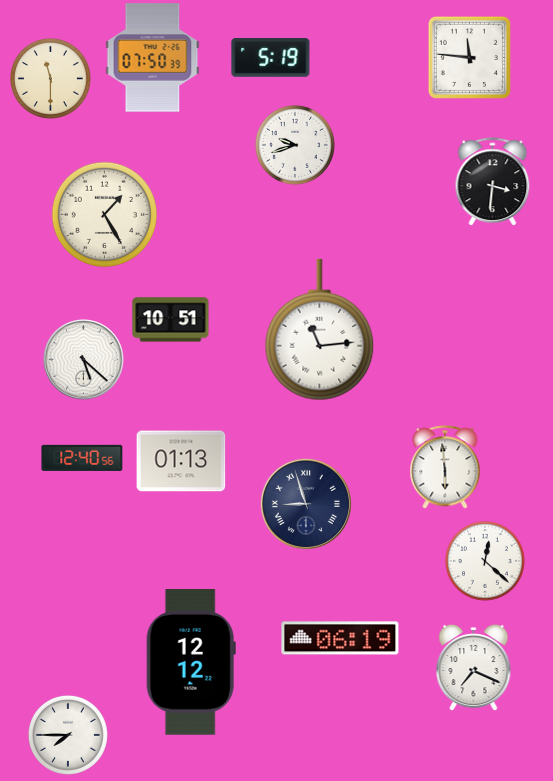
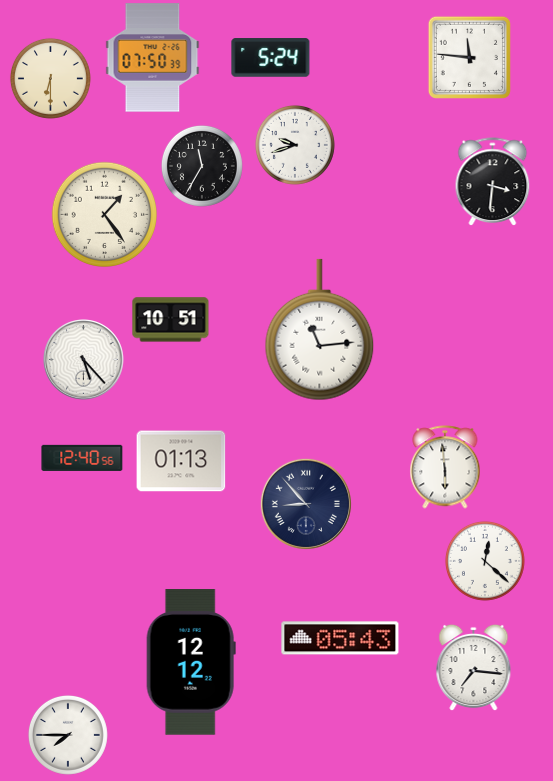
clock at (271, 58): 5:19 -> 5:24
clock at (50, 78): 11:30 -> 6:30
clock at (202, 166): none -> 11:35
clock at (104, 214): 1:25 -> 1:24
clock at (84, 360): 5:22 -> 5:23
clock at (306, 504): 8:57 -> 8:53
clock at (340, 638): 06:19 -> 05:43
clock at (474, 667): 7:19 -> 7:16
